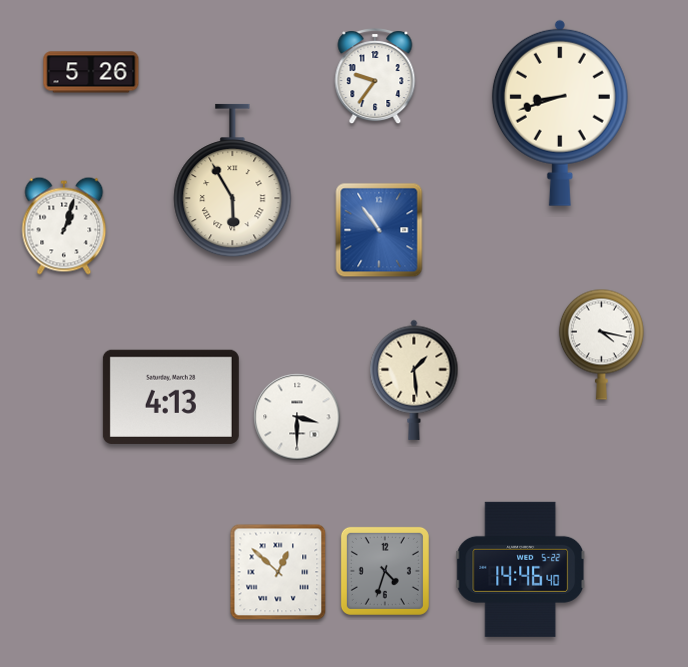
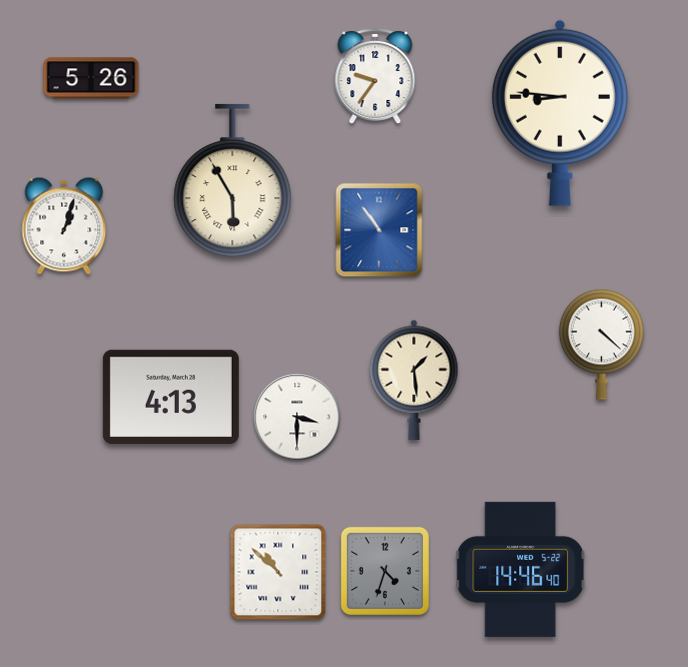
clock at (91, 72) position: (91, 72) -> (91, 78)
clock at (560, 113): 8:42 -> 8:46
clock at (601, 344): 4:17 -> 4:22
clock at (278, 572): 12:52 -> 10:52
